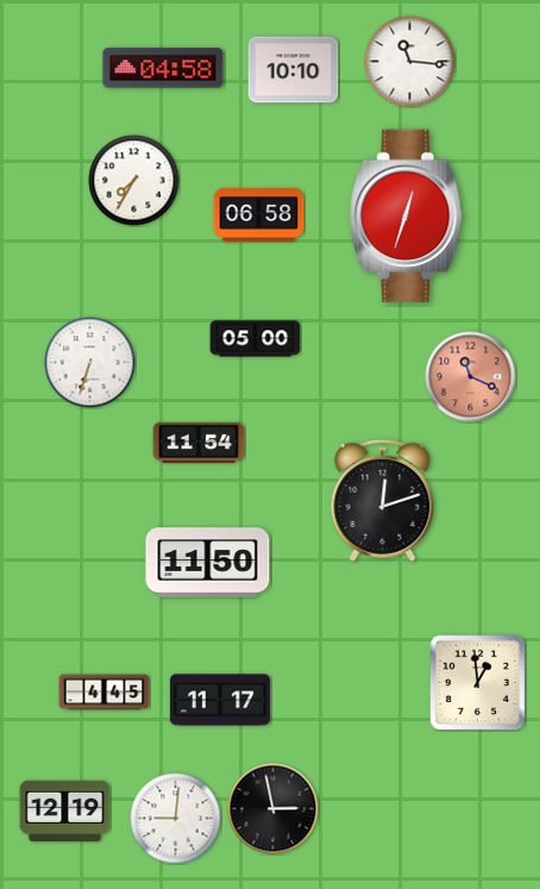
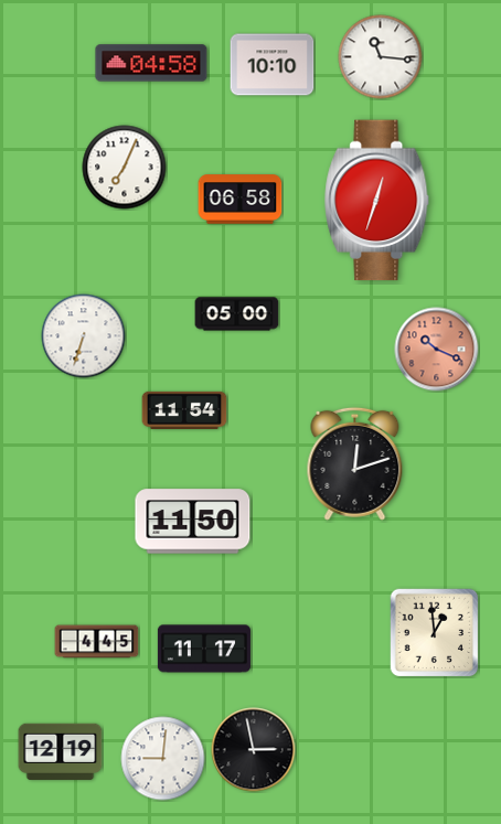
clock at (134, 181): 7:35 -> 7:04
clock at (471, 377): 11:19 -> 10:19
clock at (478, 683) position: (478, 683) -> (435, 633)
